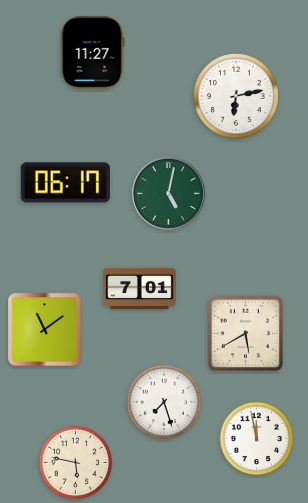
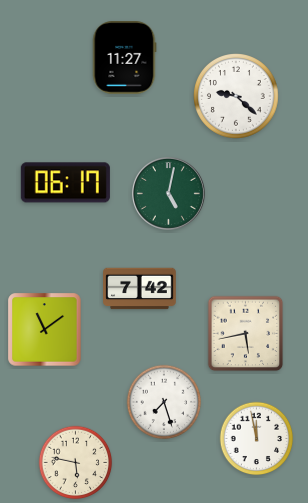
clock at (92, 53) position: (92, 53) -> (124, 58)
clock at (237, 97): 6:13 -> 9:22
clock at (140, 289): 7:01 -> 7:42
clock at (246, 334): 5:40 -> 5:43
